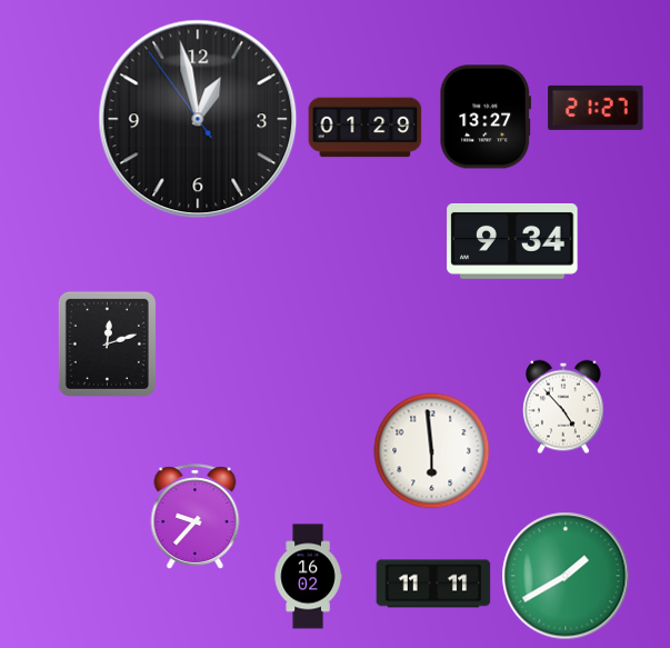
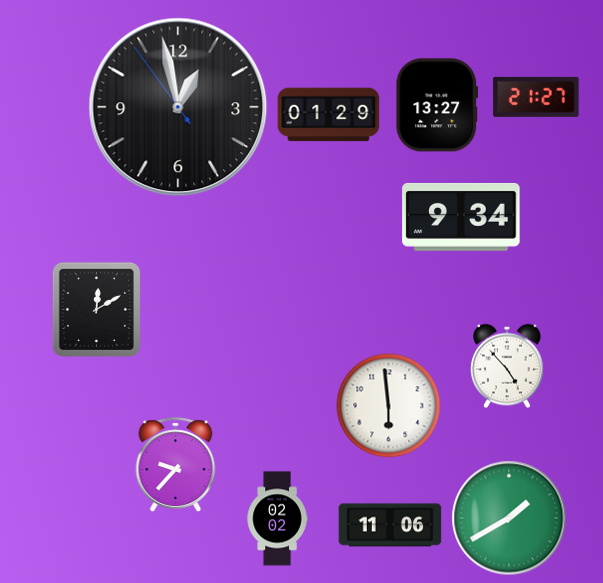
clock at (107, 343): 12:12 -> 12:10
clock at (308, 577): 16:02 -> 02:02
clock at (433, 584): 11:11 -> 11:06
